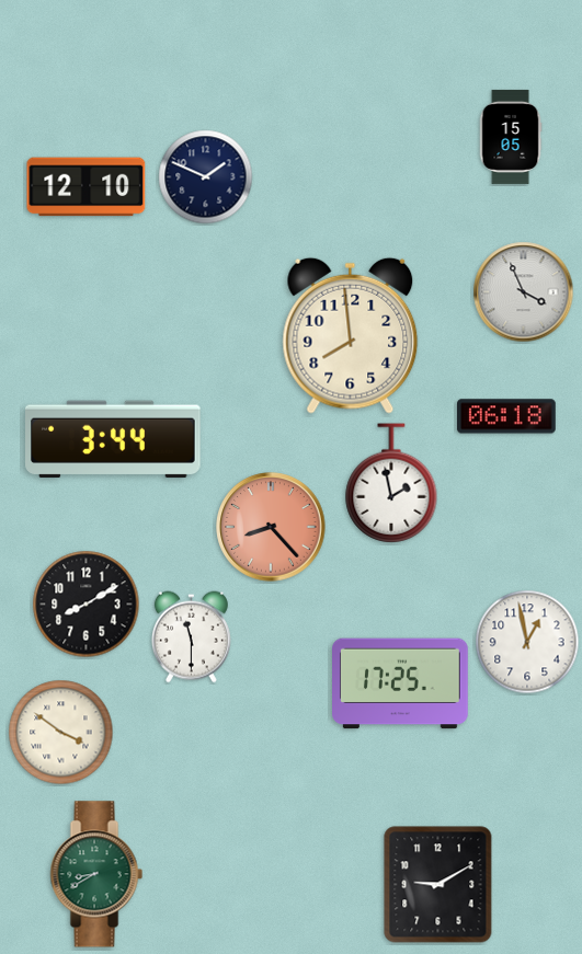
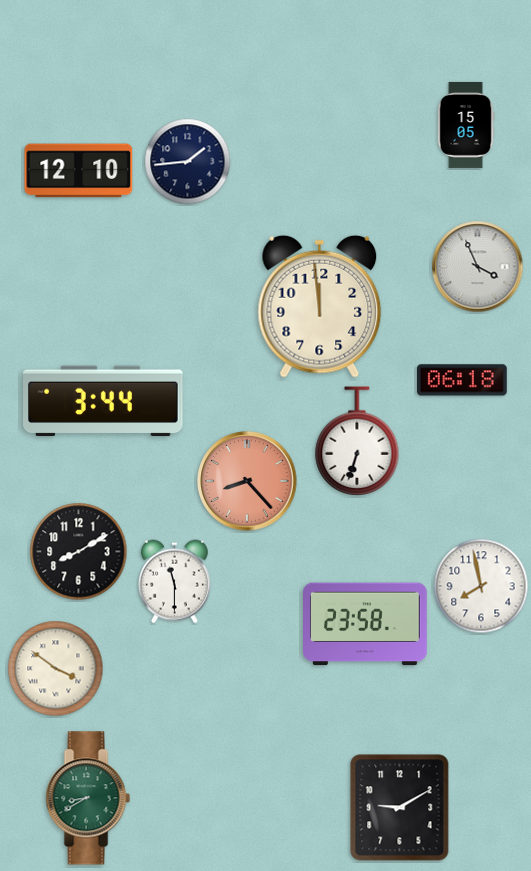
clock at (206, 177): 1:49 -> 1:44
clock at (351, 335): 7:59 -> 11:59
clock at (391, 483): 1:58 -> 6:33
clock at (527, 642): 12:58 -> 7:58
clock at (401, 683): 17:25 -> 23:58
